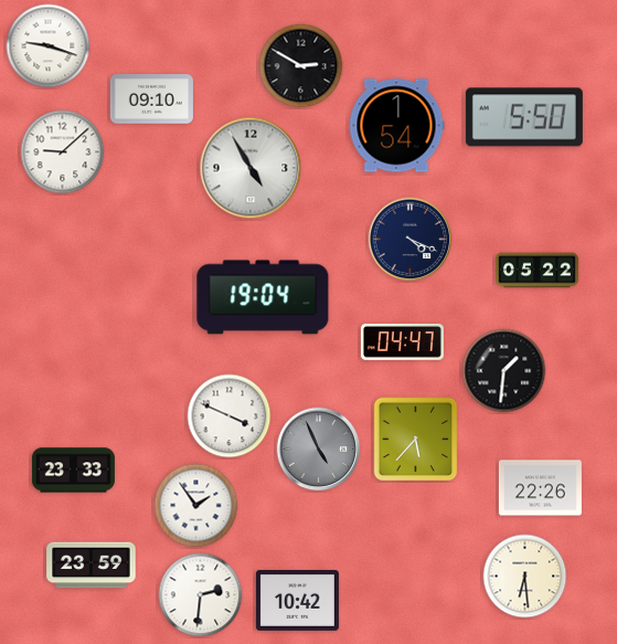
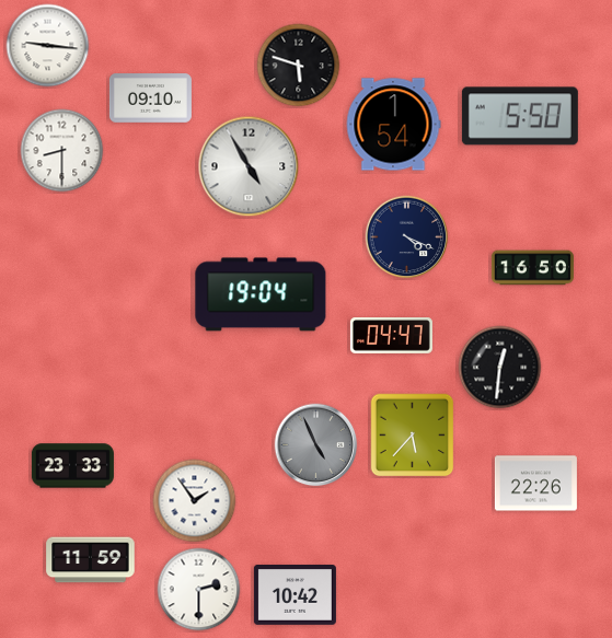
clock at (49, 46): 9:18 -> 9:16
clock at (301, 66): 2:50 -> 5:48
clock at (63, 152): 9:08 -> 8:30
clock at (536, 271): 05:22 -> 16:50
clock at (402, 342) position: (402, 342) -> (391, 336)
clock at (504, 371): 1:31 -> 12:31
clock at (230, 416): 3:49 -> none
clock at (92, 566): 23:59 -> 11:59
clock at (525, 577): 6:29 -> none
clock at (201, 595): 2:31 -> 2:30
